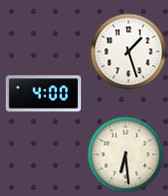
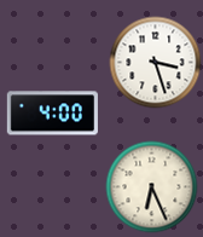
clock at (129, 52): 1:27 -> 3:27
clock at (126, 155): 6:29 -> 6:26
